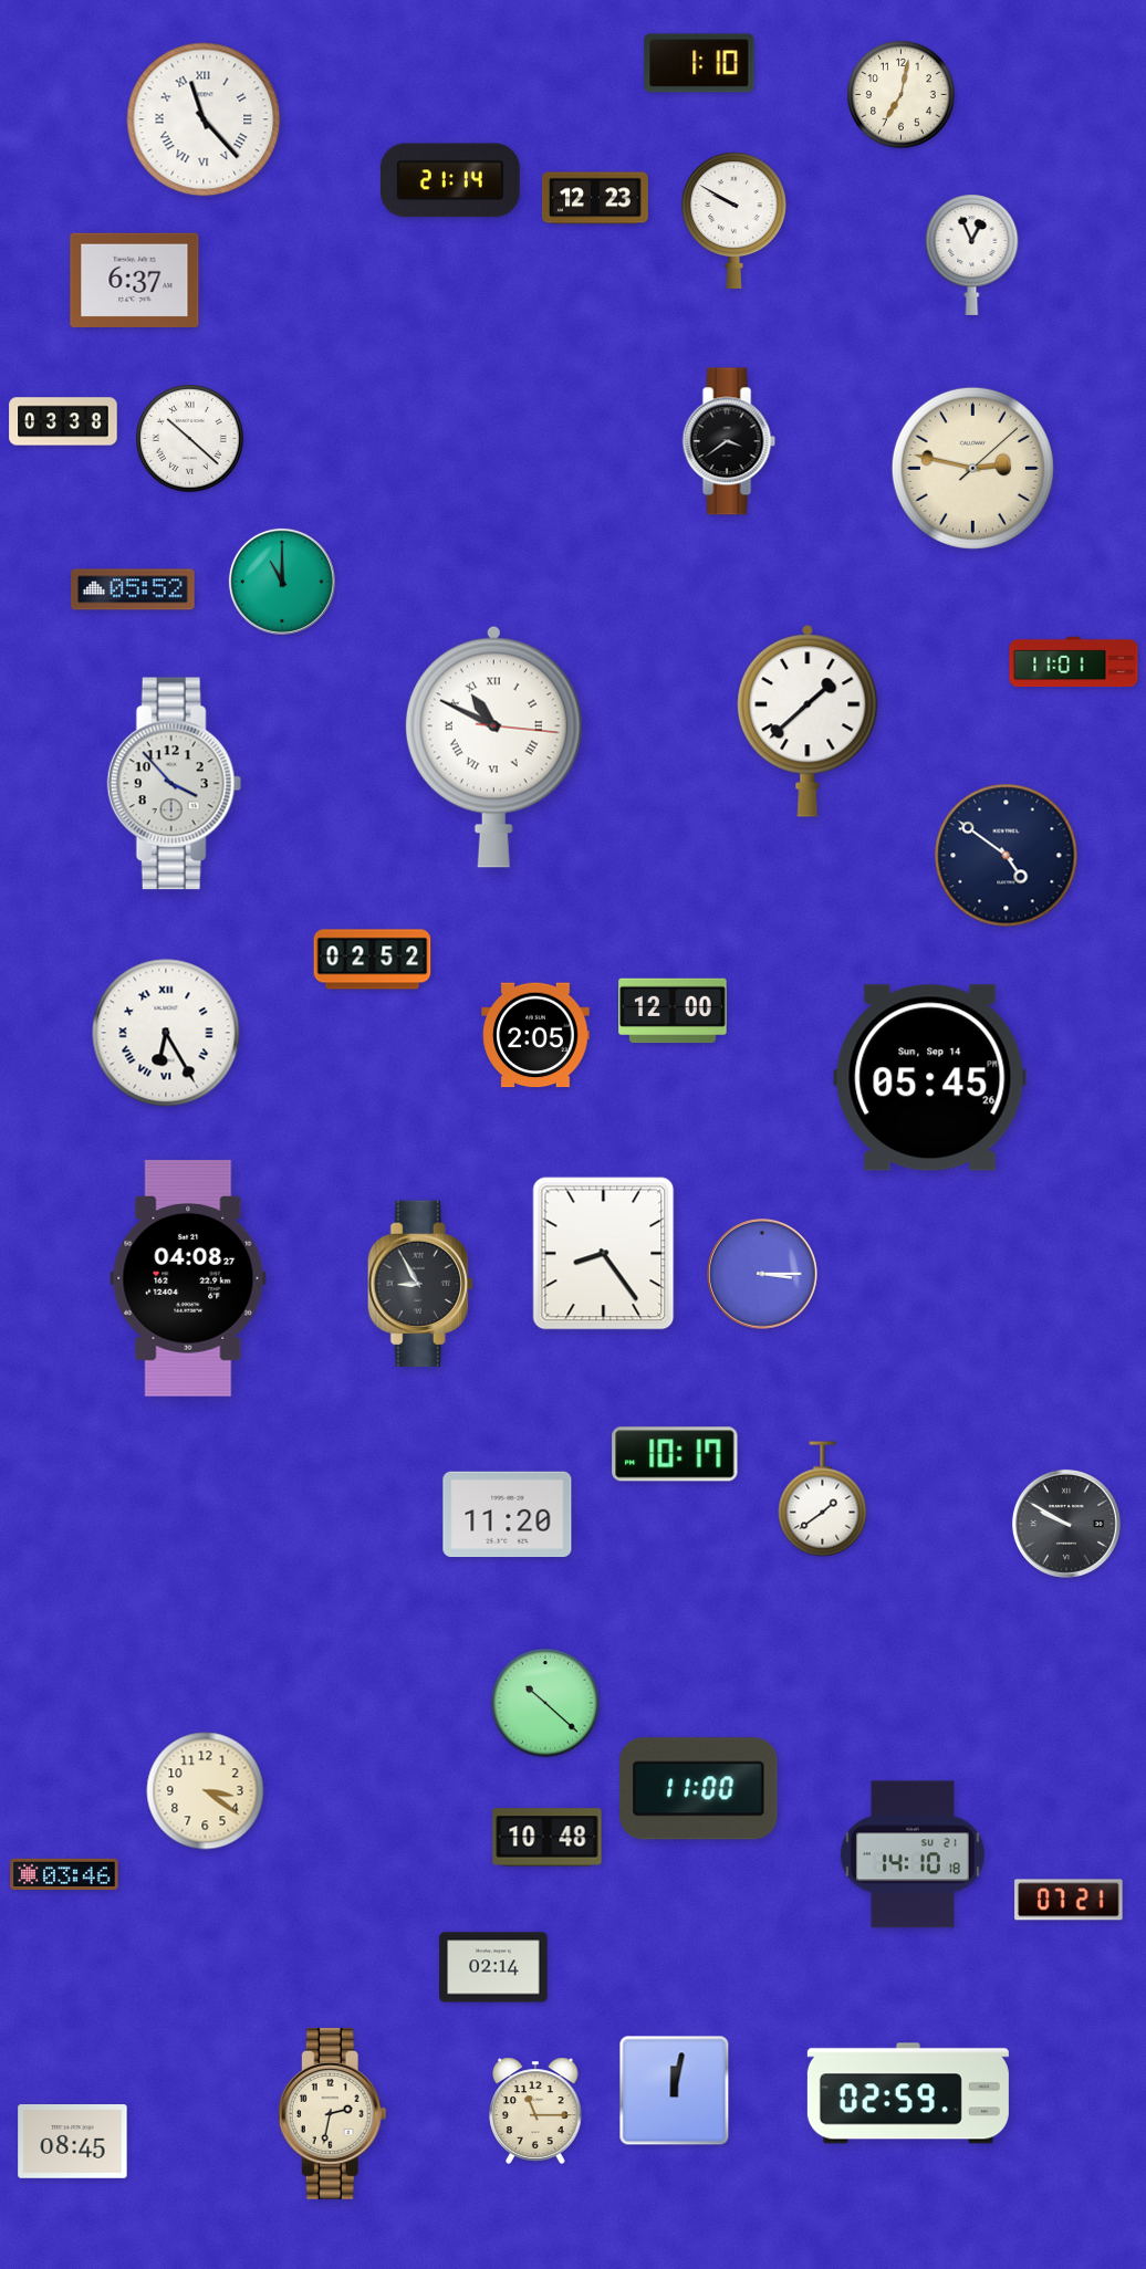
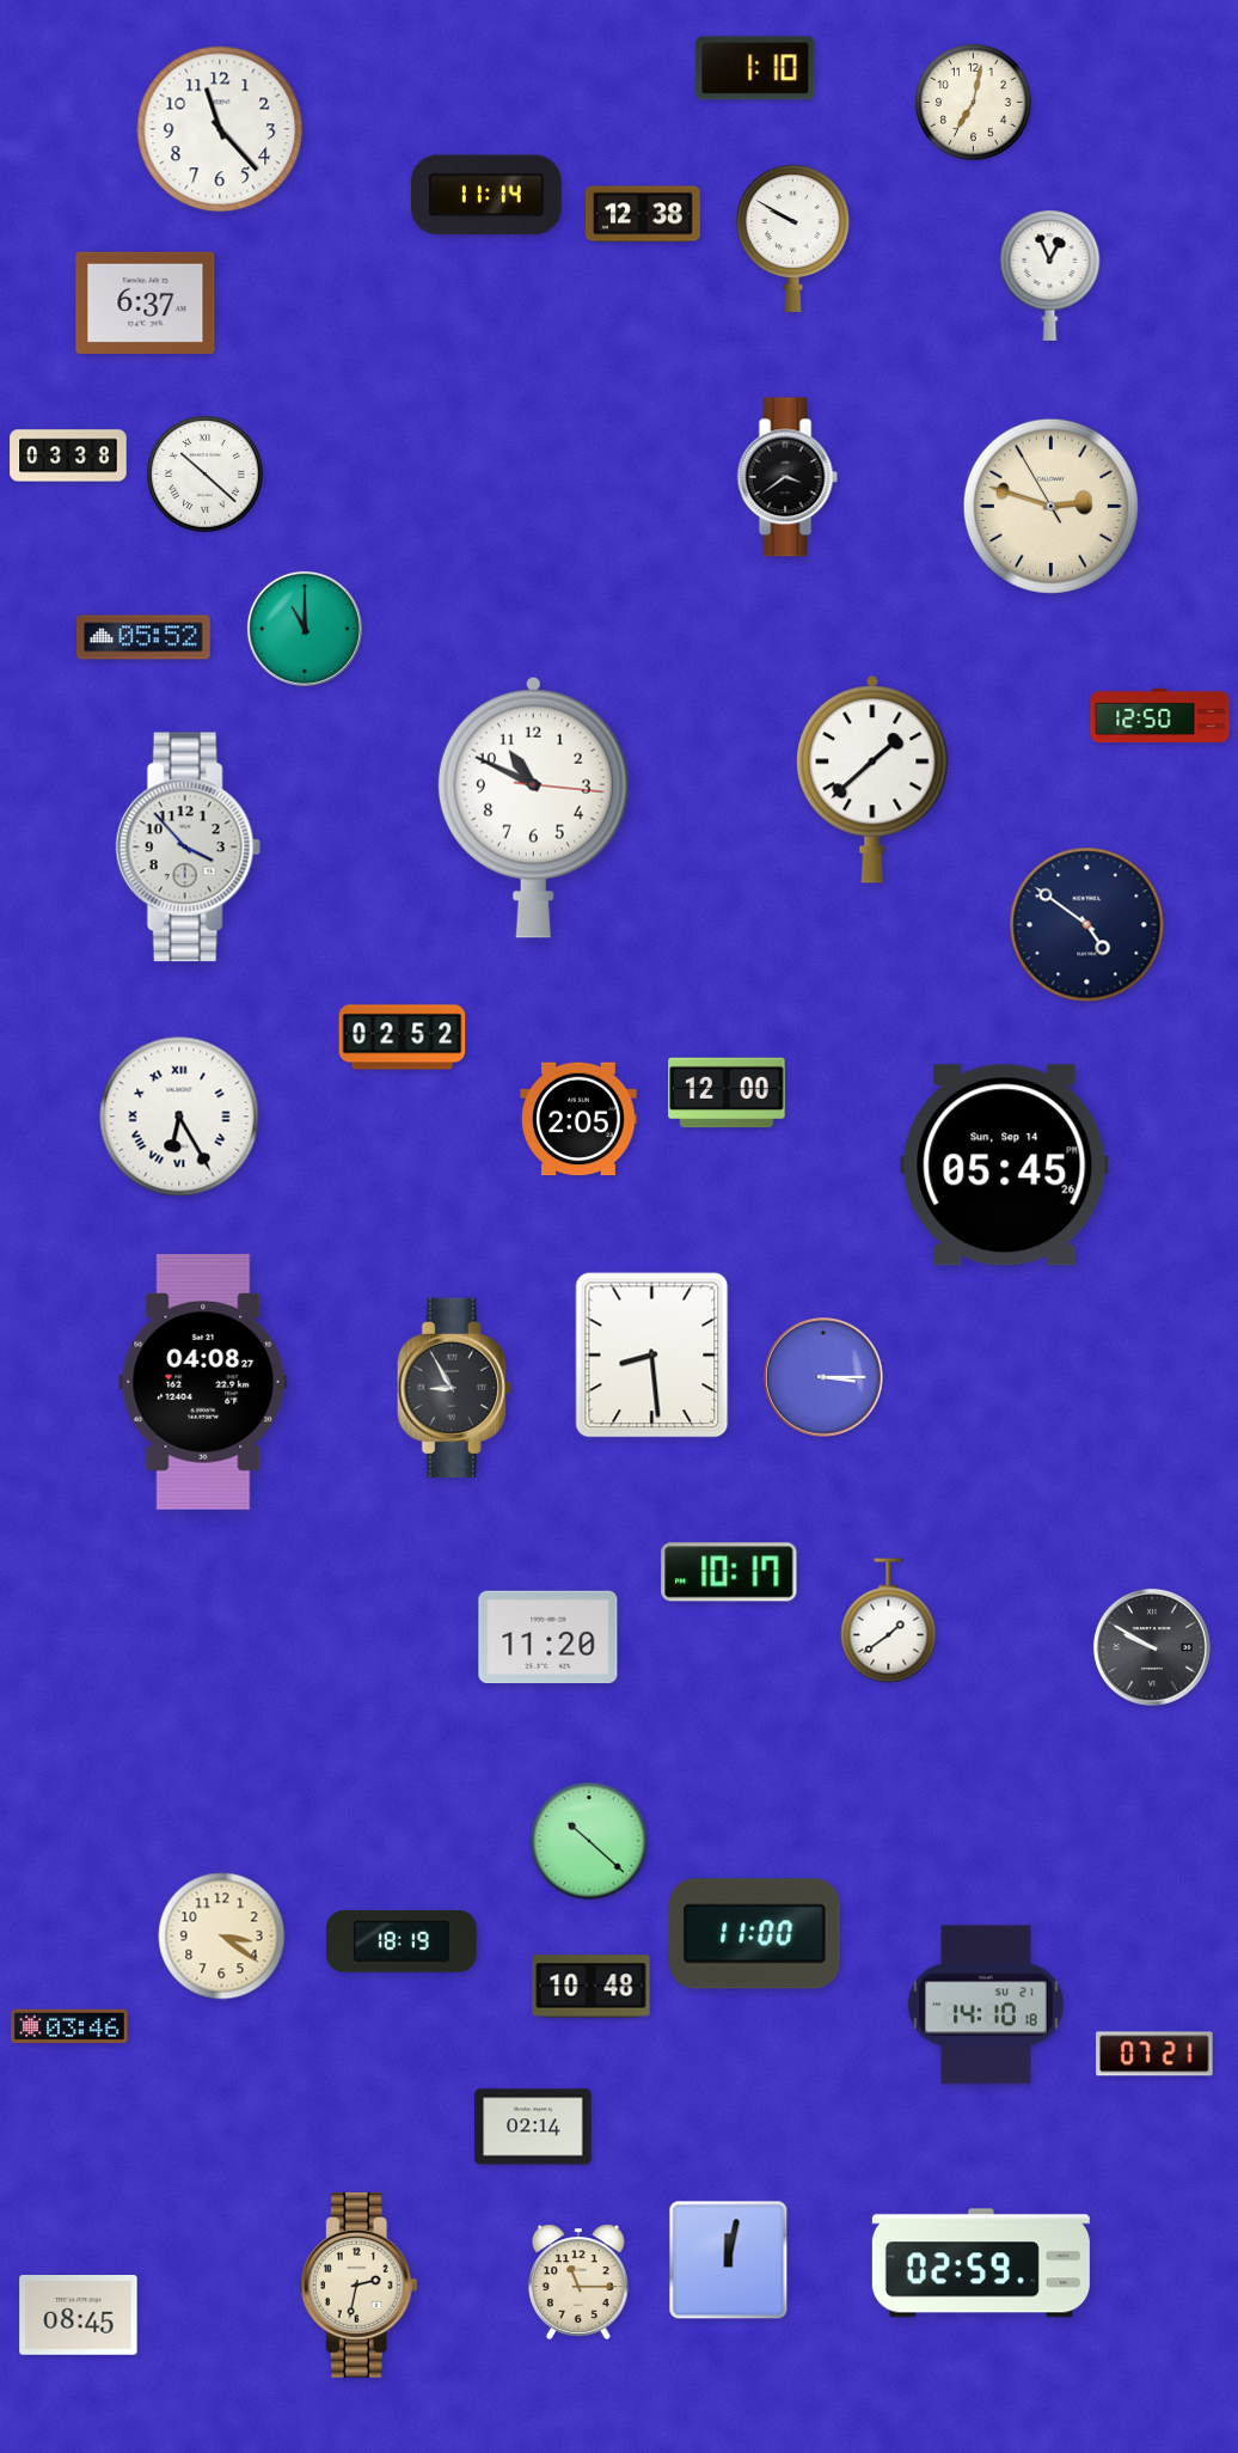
clock at (204, 119) numerals: Roman -> Arabic
clock at (450, 180): 21:14 -> 11:14
clock at (595, 198): 12:23 -> 12:38
clock at (972, 468): 2:47:08 -> 2:47:55
clock at (1074, 662): 11:01 -> 12:50
clock at (493, 746) numerals: Roman -> Arabic
clock at (604, 1254): 8:24 -> 8:29
clock at (403, 1941): none -> 18:19
